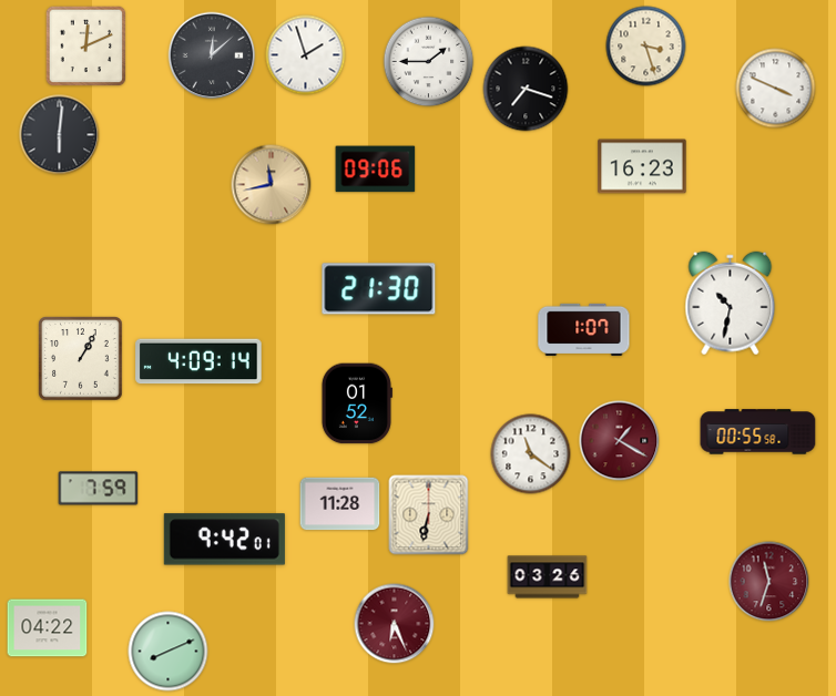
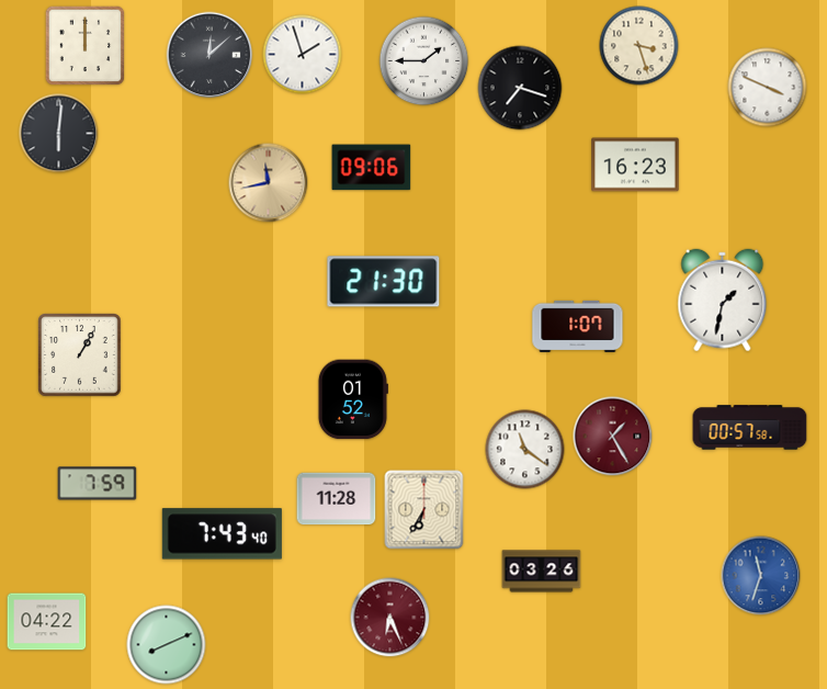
clock at (86, 47): 12:11 -> 12:00
clock at (379, 289) position: (379, 289) -> (384, 282)
clock at (731, 304): 10:32 -> 1:32
clock at (198, 361): 4:09 -> none
clock at (758, 432): 00:55 -> 00:57
clock at (620, 441): 1:20 -> 1:25
clock at (429, 515): 6:32 -> 6:35
clock at (224, 540): 9:42 -> 7:43
clock at (769, 582) dial: burgundy -> blue
